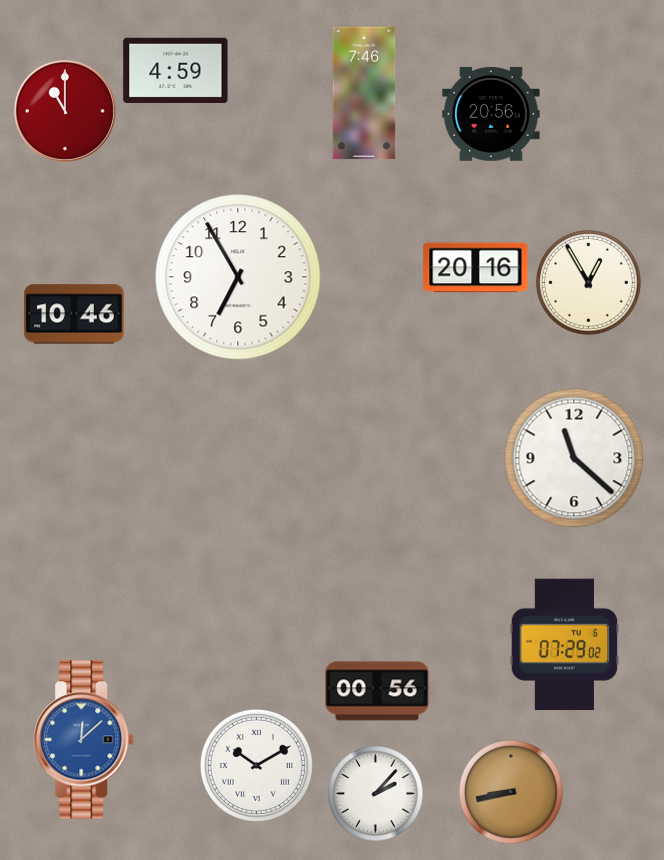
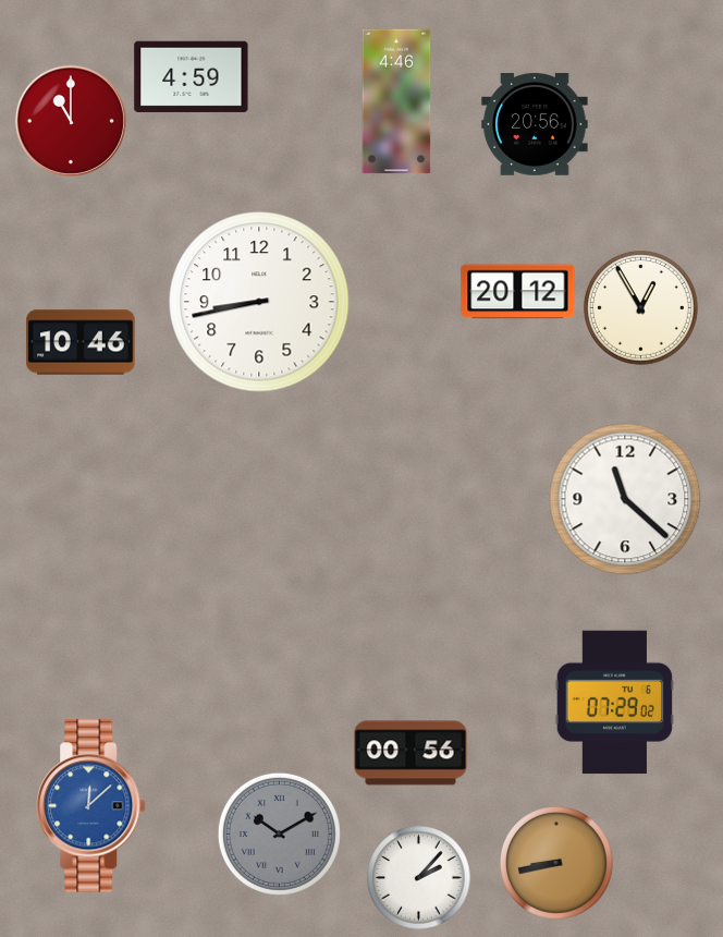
clock at (364, 93): 7:46 -> 4:46
clock at (476, 268): 20:16 -> 20:12
clock at (238, 277): 6:55 -> 8:43
clock at (256, 765) dial: white -> grey
clock at (375, 793) position: (375, 793) -> (418, 877)
